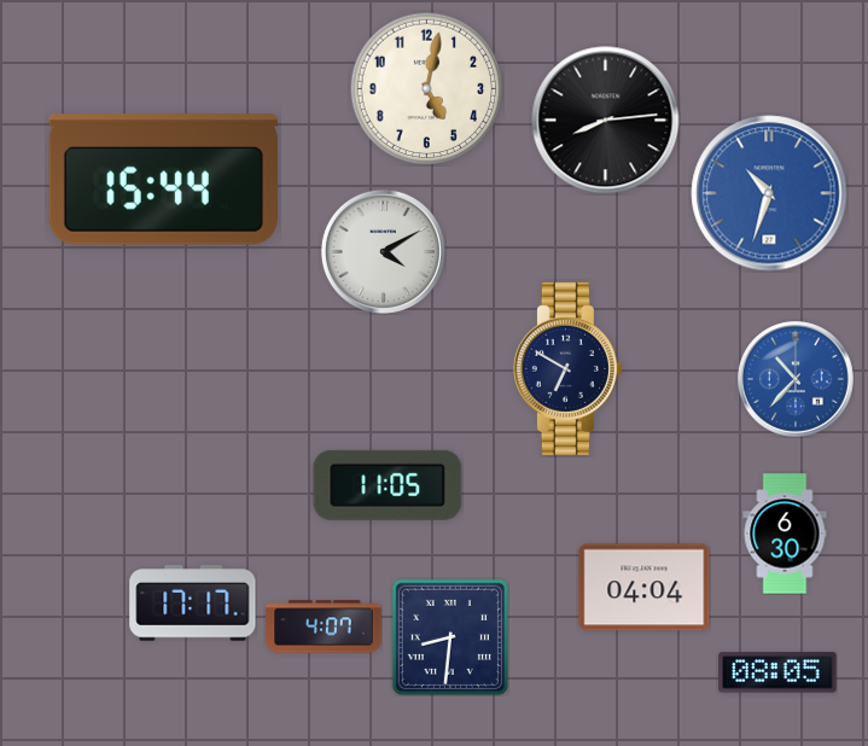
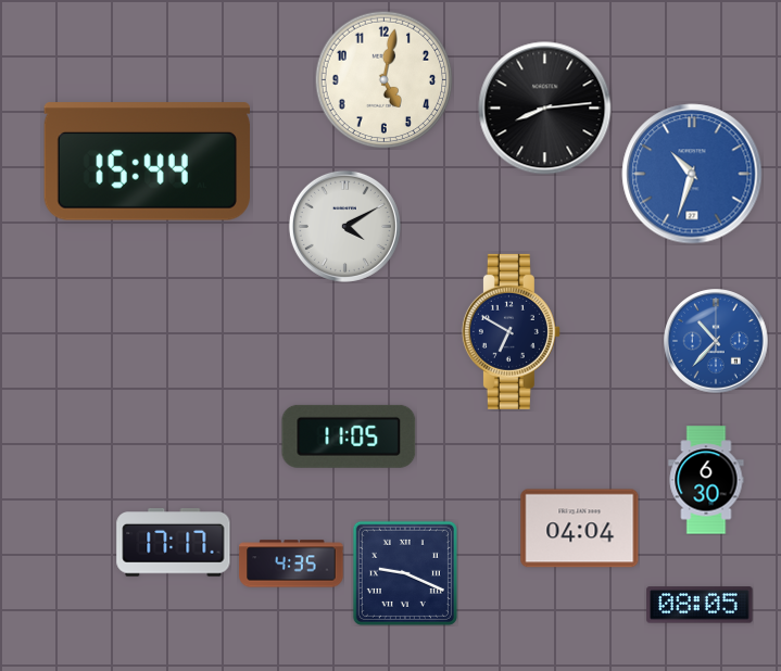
clock at (324, 626): 4:07 -> 4:35
clock at (450, 637): 8:31 -> 9:19
